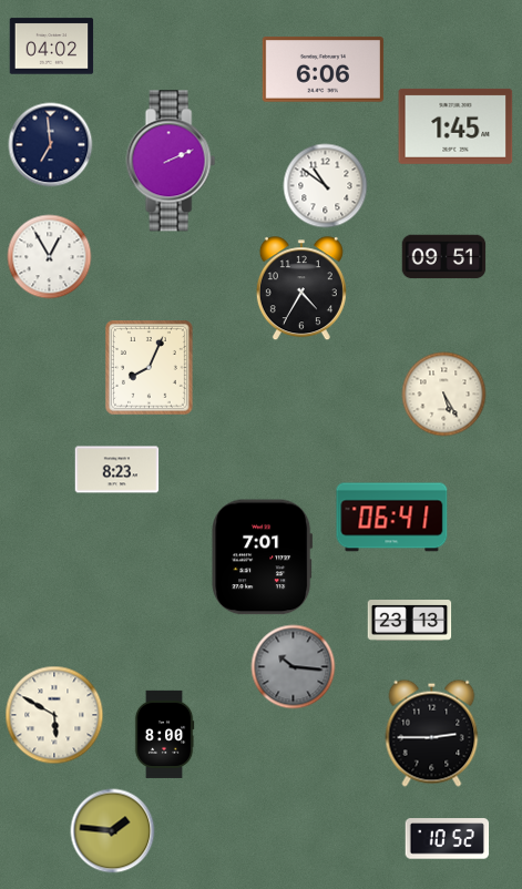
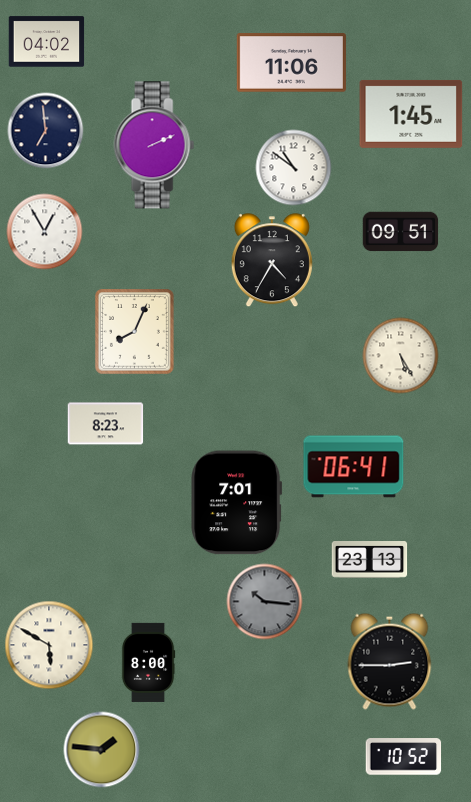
clock at (323, 70): 6:06 -> 11:06
